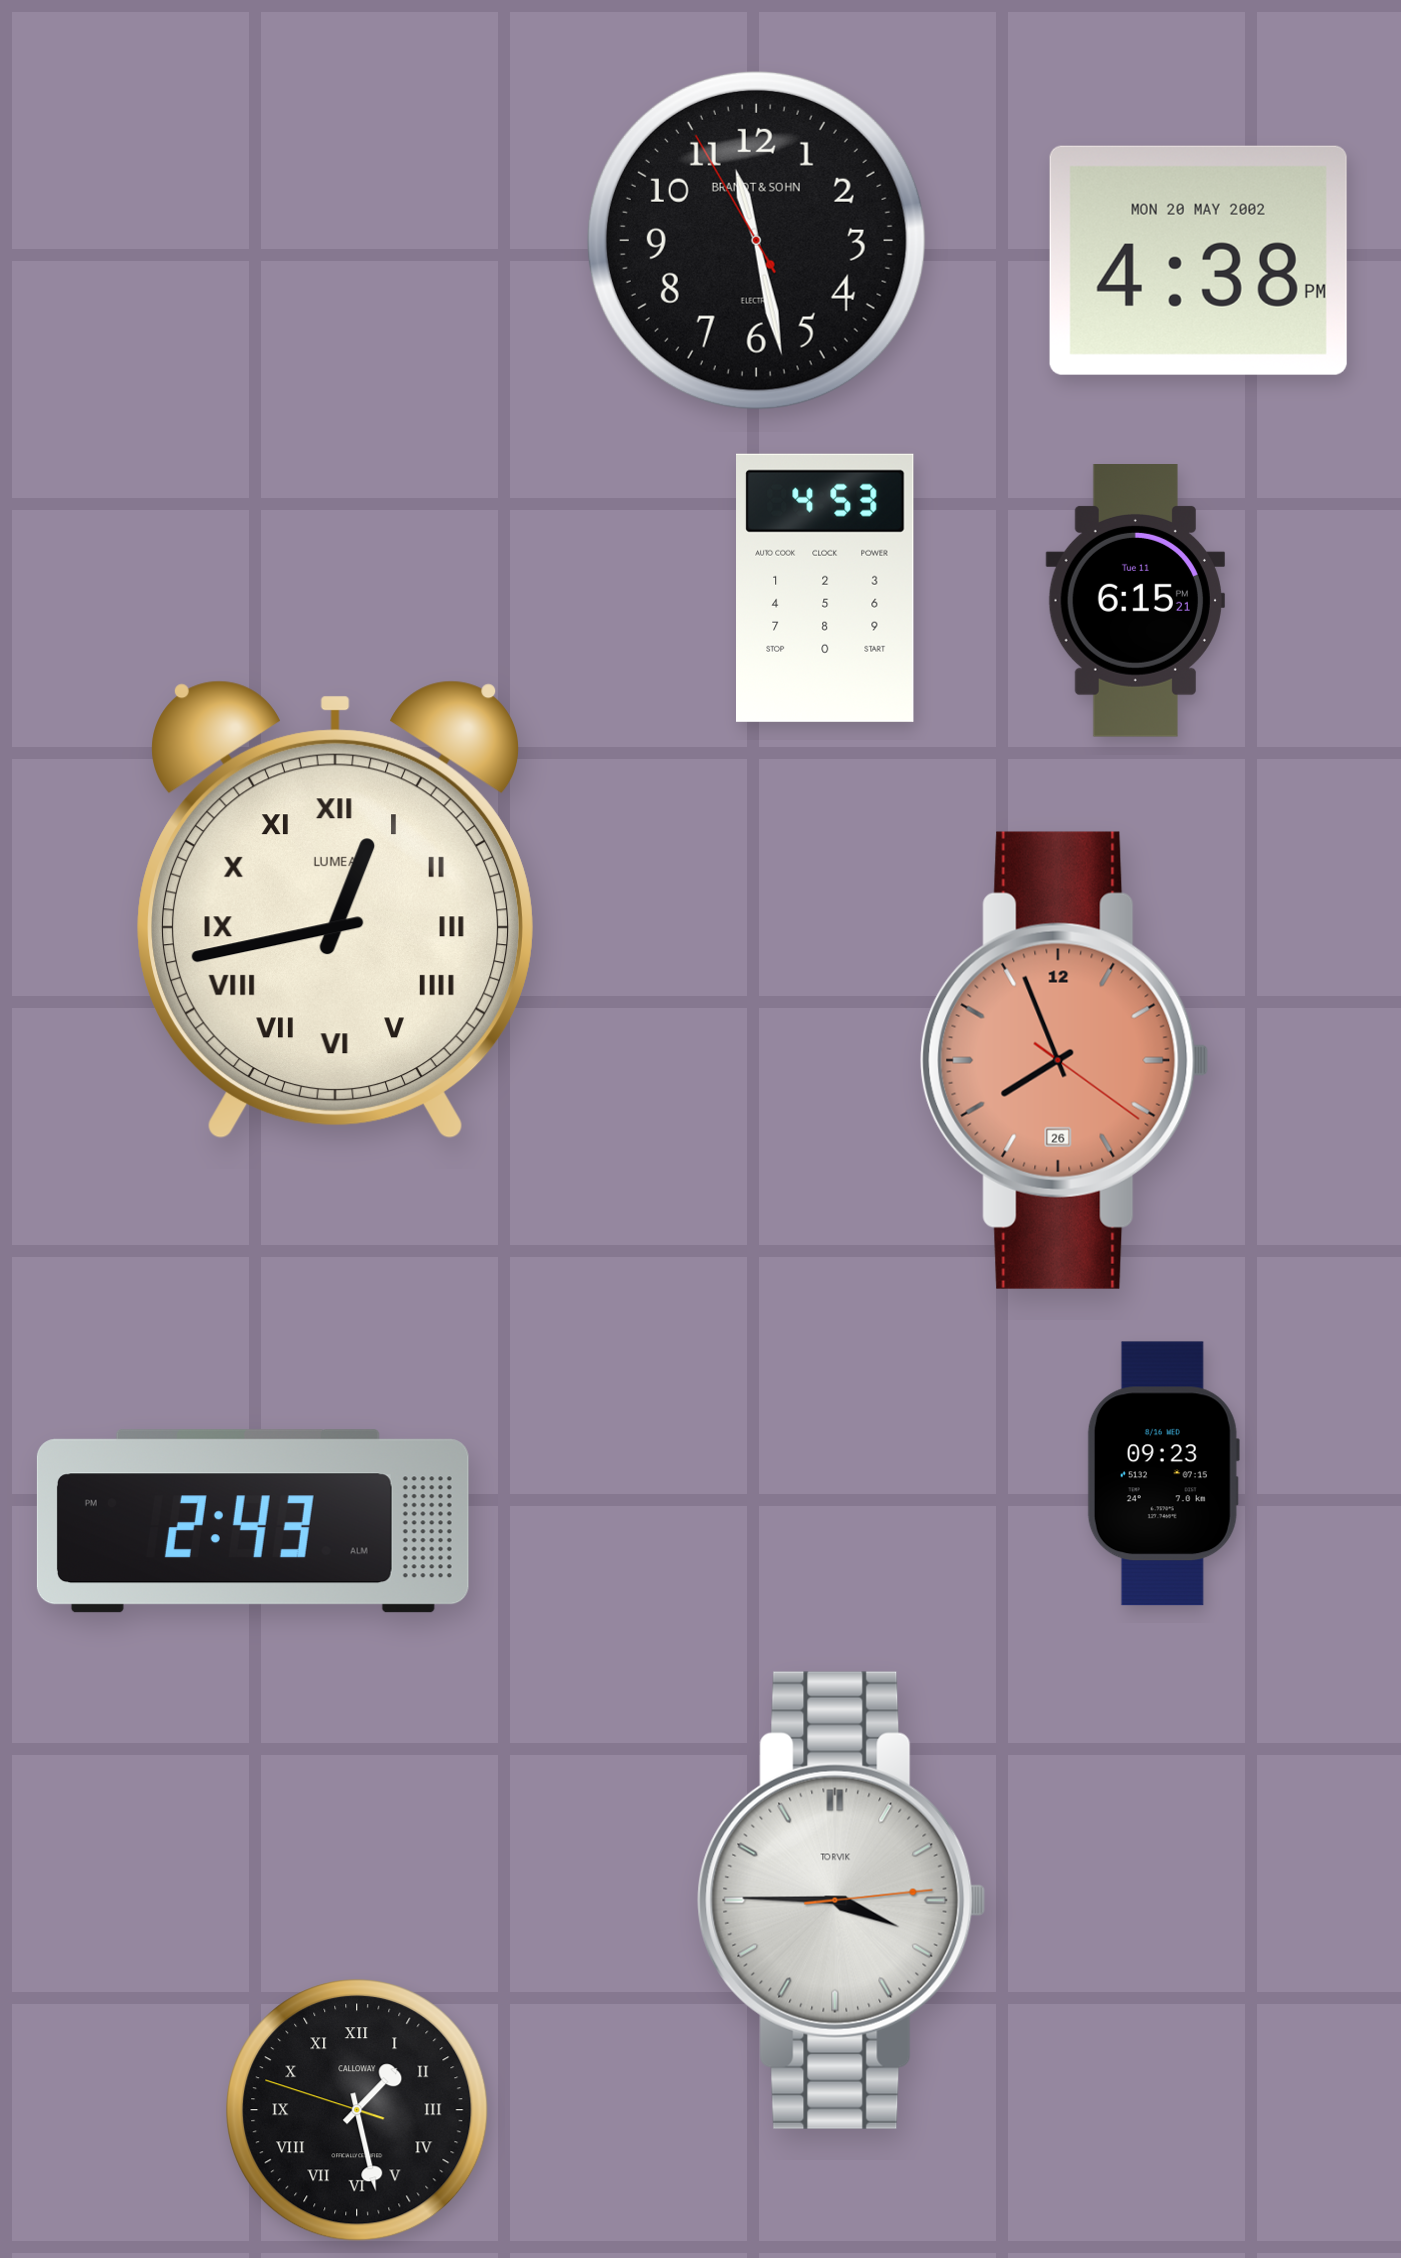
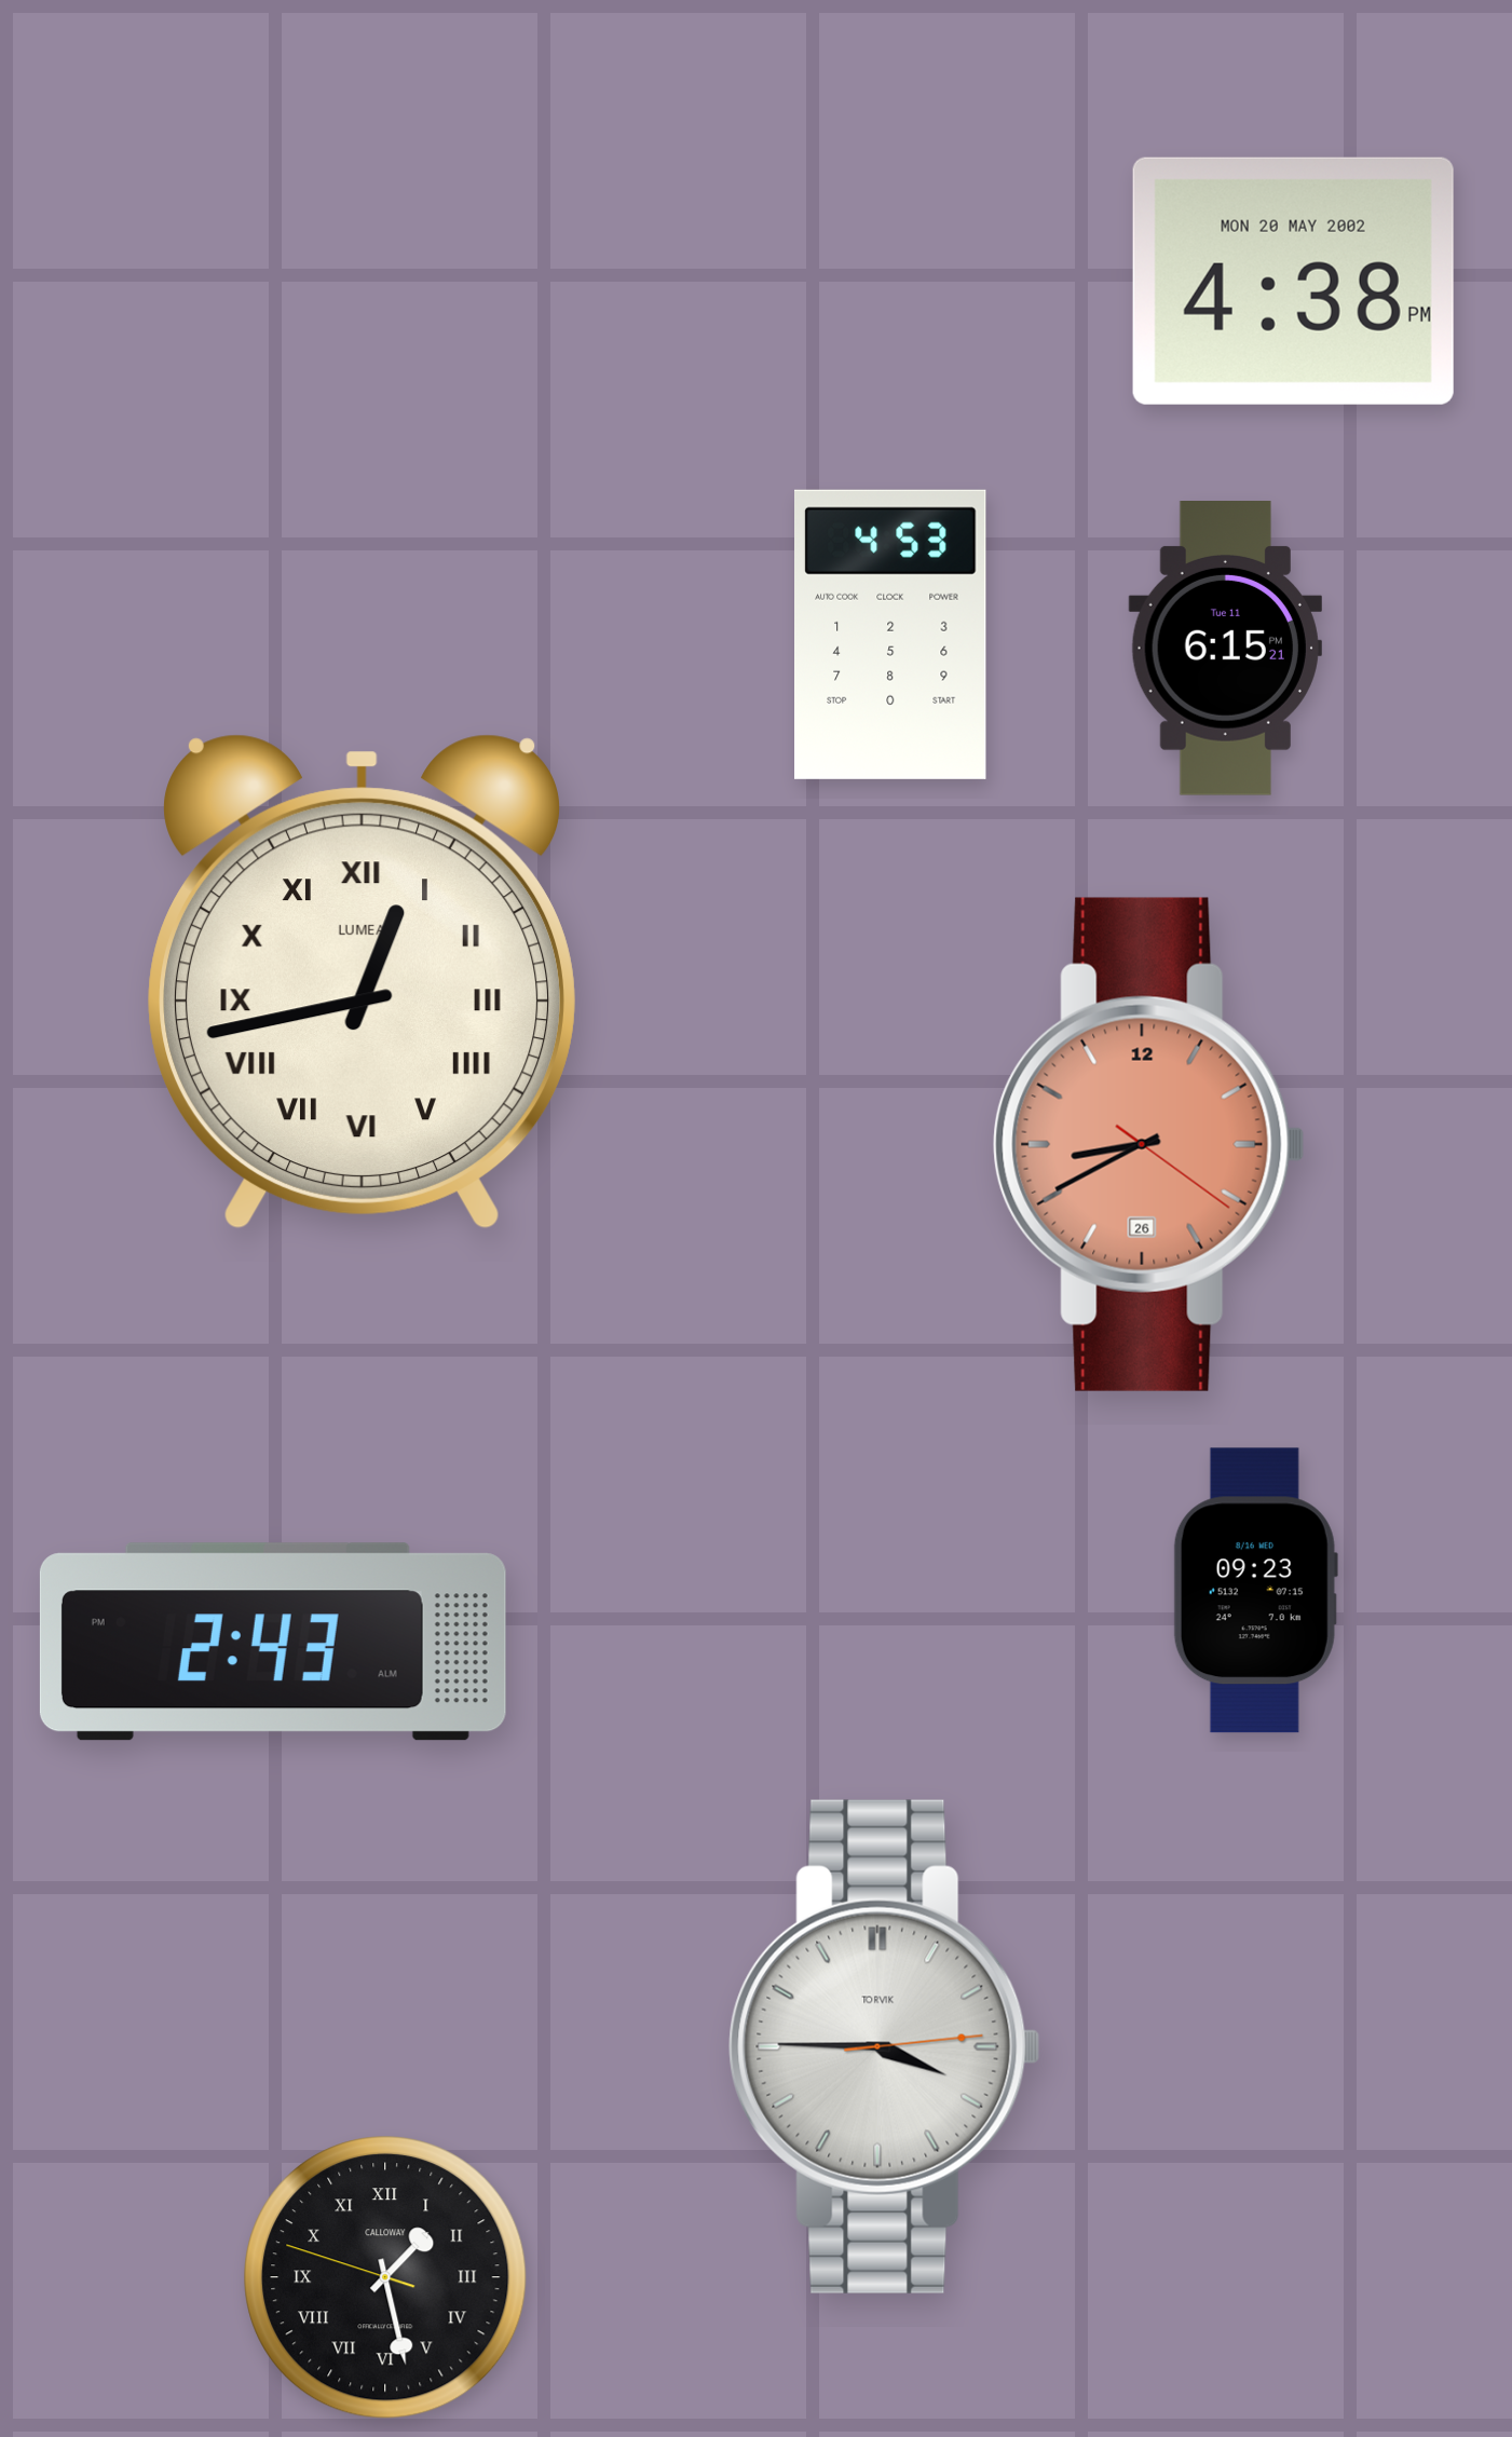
clock at (756, 240): 11:27 -> none
clock at (1065, 1060): 7:56 -> 8:40
clock at (842, 1900) position: (842, 1900) -> (885, 2046)
